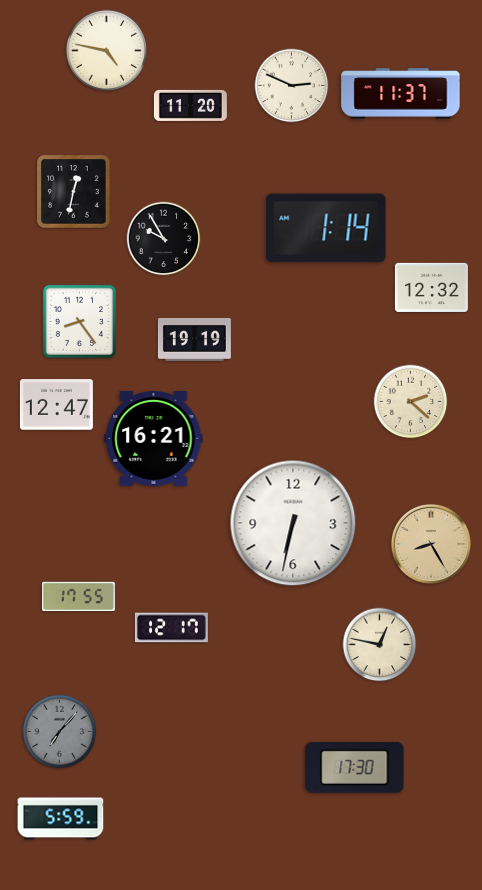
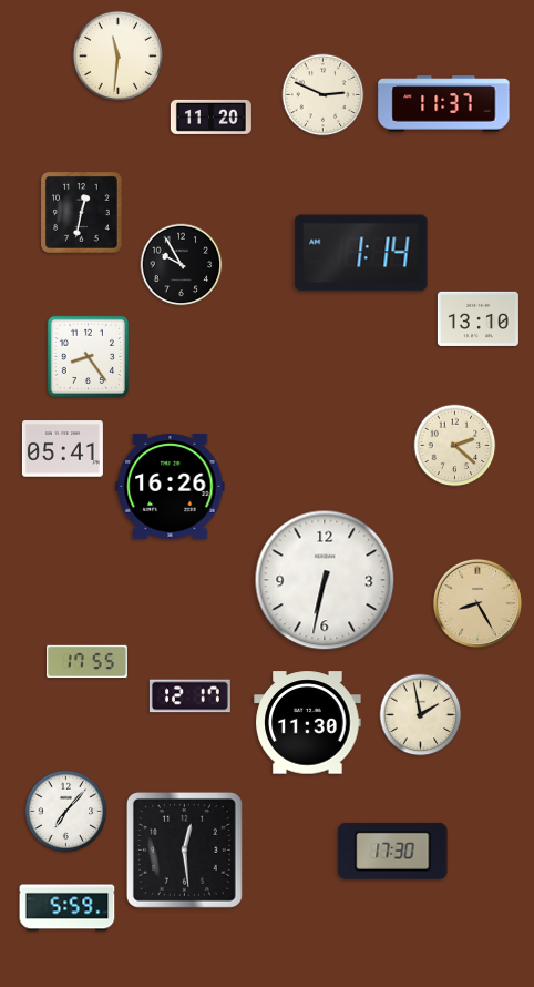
clock at (107, 51): 4:47 -> 11:31
clock at (431, 287): 12:32 -> 13:10
clock at (194, 339): 19:19 -> none
clock at (56, 405): 12:47 -> 05:41
clock at (154, 439): 16:21 -> 16:26
clock at (380, 645): 12:47 -> 1:58
clock at (308, 723): none -> 11:30
clock at (60, 732) dial: grey -> white
clock at (184, 849): none -> 12:29
